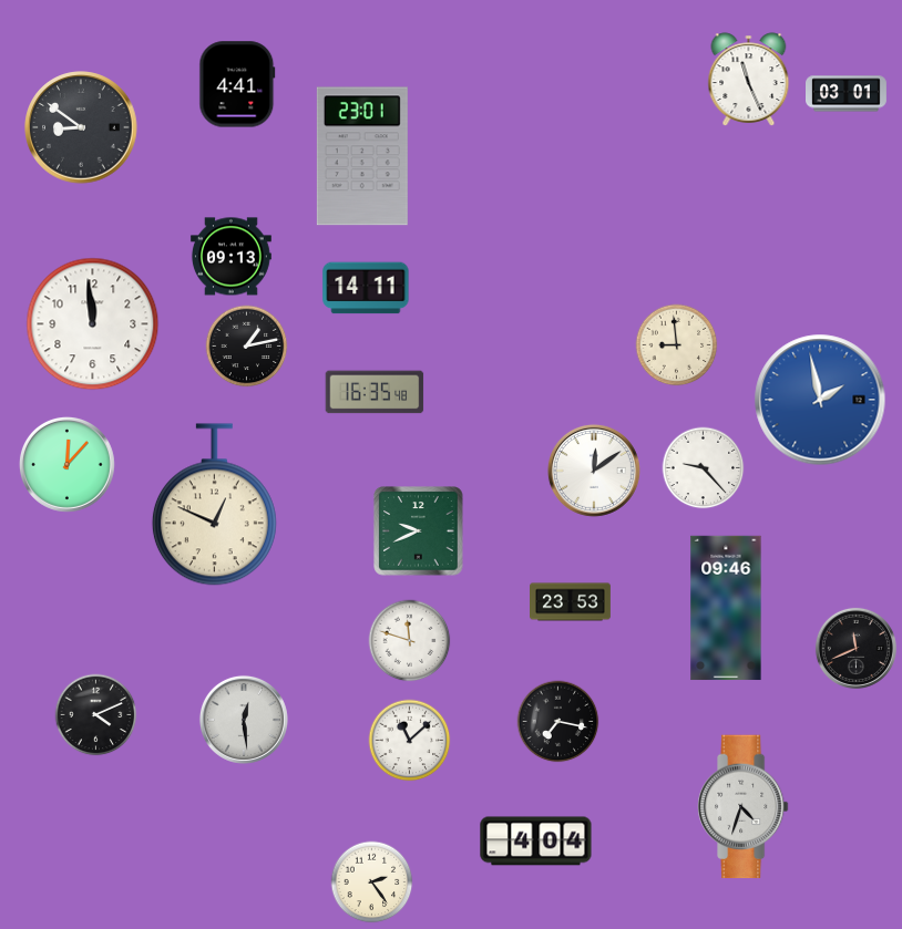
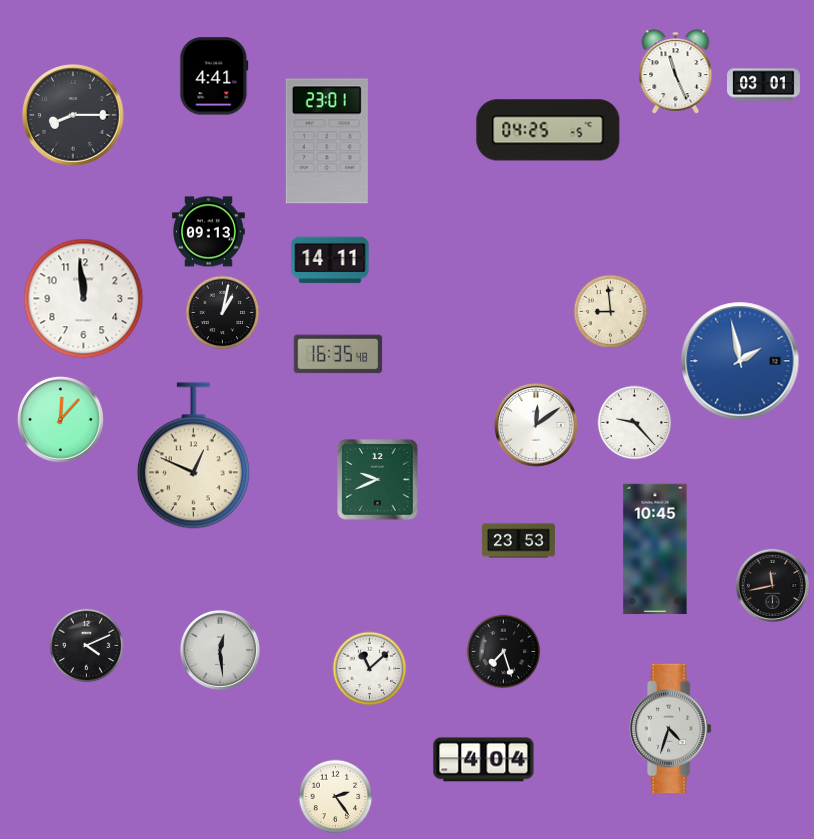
clock at (81, 127): 8:51 -> 8:15
clock at (548, 130): none -> 04:25
clock at (93, 324) position: (93, 324) -> (84, 299)
clock at (247, 347): 1:13 -> 1:02
clock at (571, 602) position: (571, 602) -> (519, 541)
clock at (726, 608): 09:46 -> 10:45
clock at (410, 641): 11:48 -> none
clock at (855, 648): 11:41 -> 11:43
clock at (558, 722): 7:17 -> 7:27
